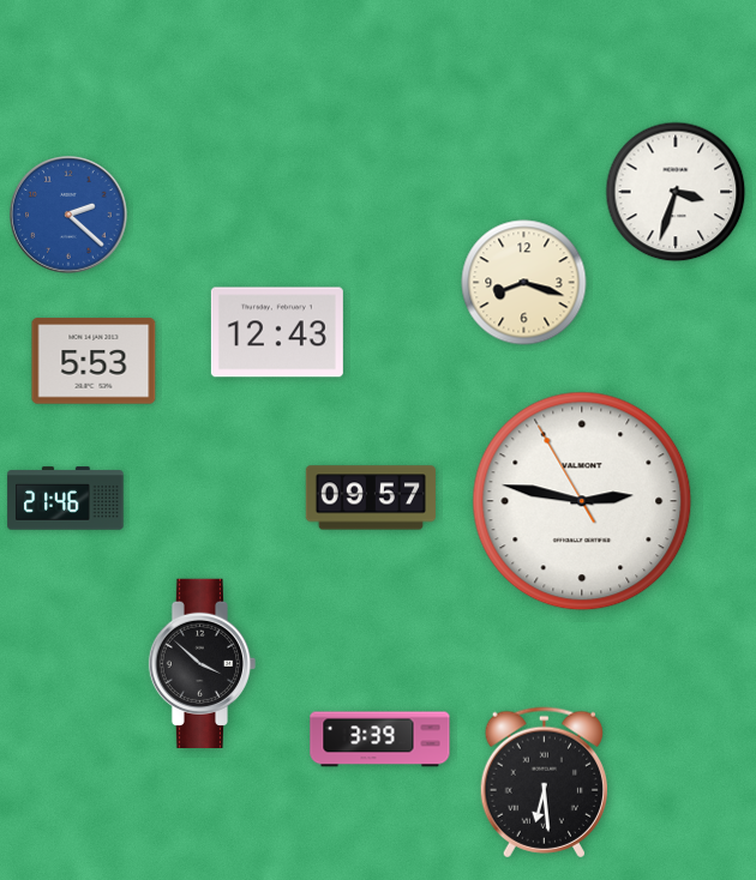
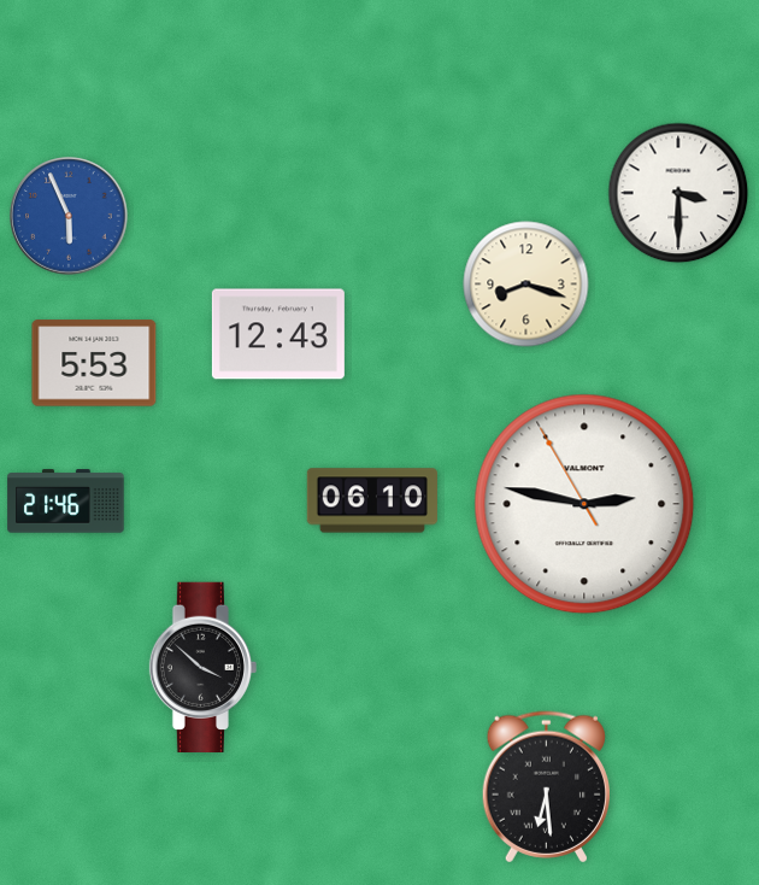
clock at (676, 192): 3:33 -> 3:30
clock at (68, 215): 2:22 -> 5:56
clock at (371, 498): 09:57 -> 06:10
clock at (380, 740): 3:39 -> none
